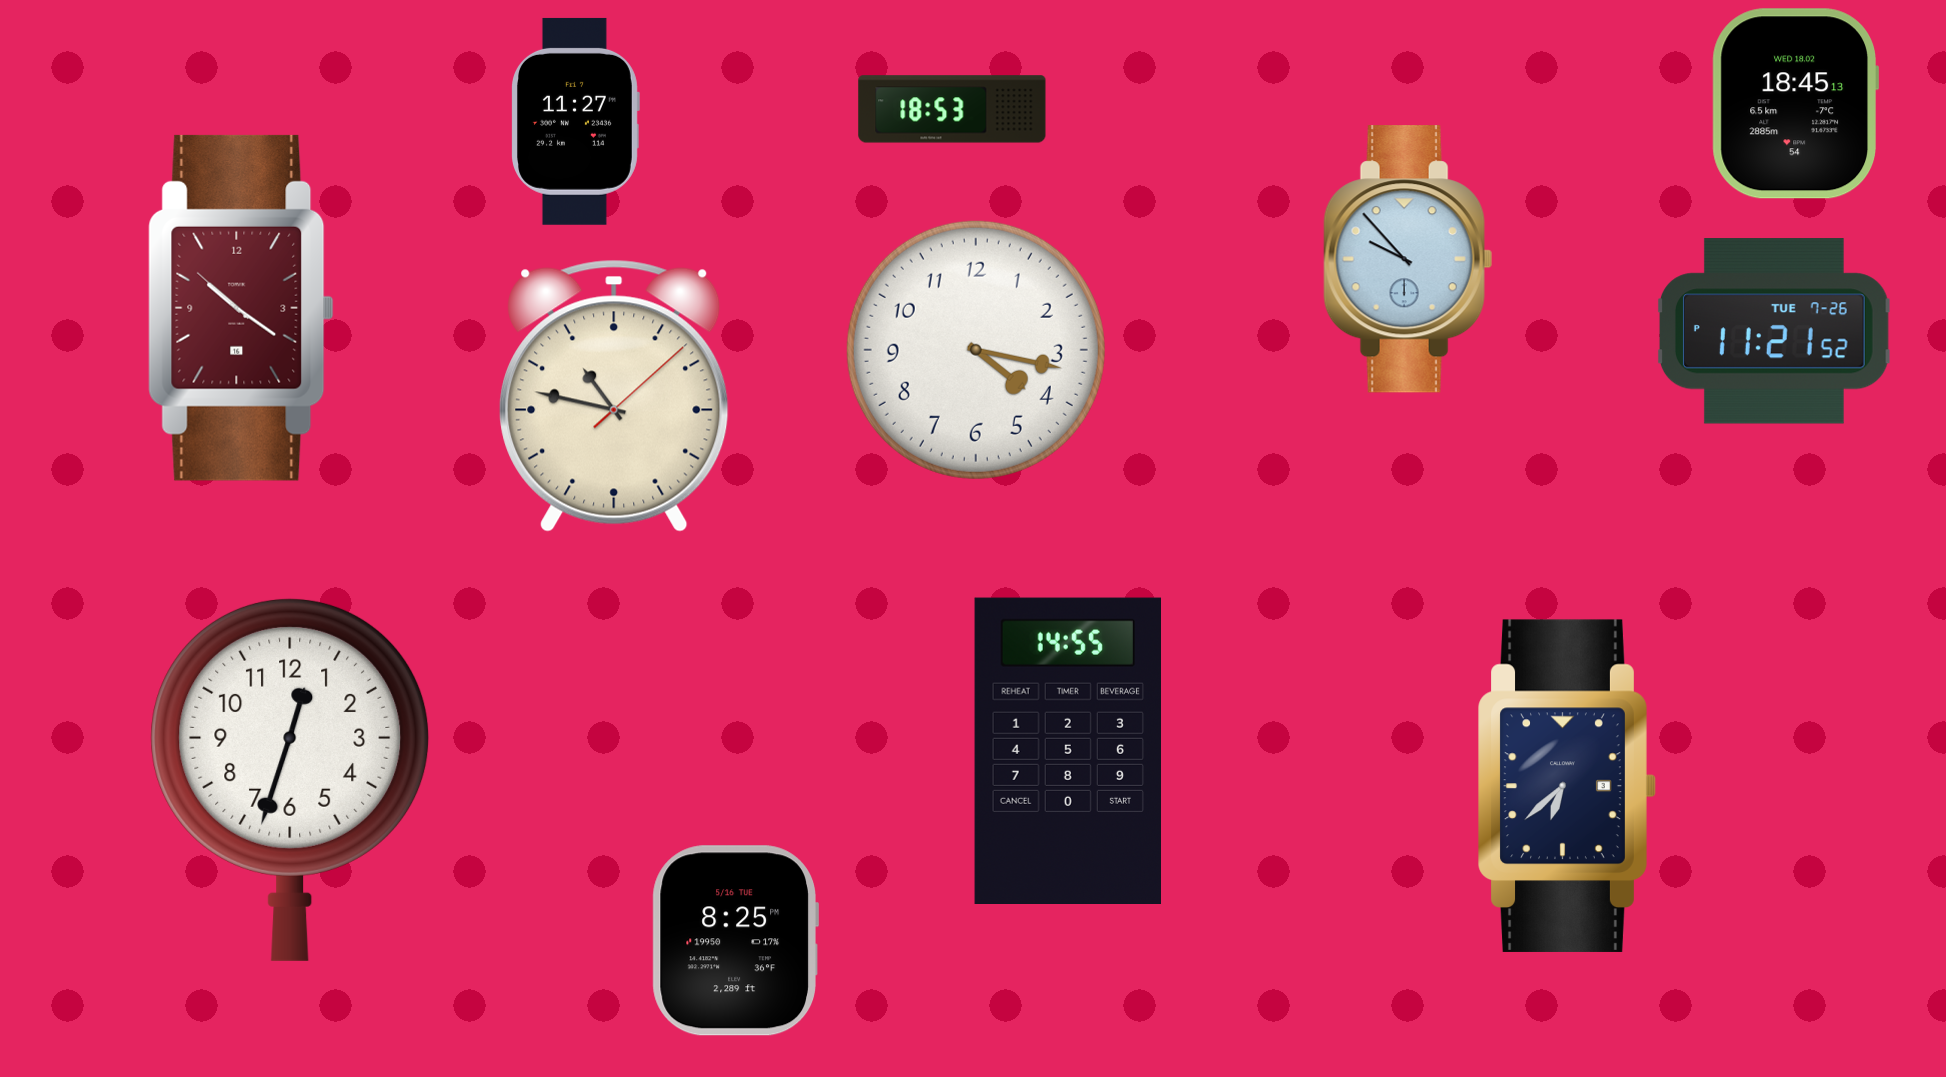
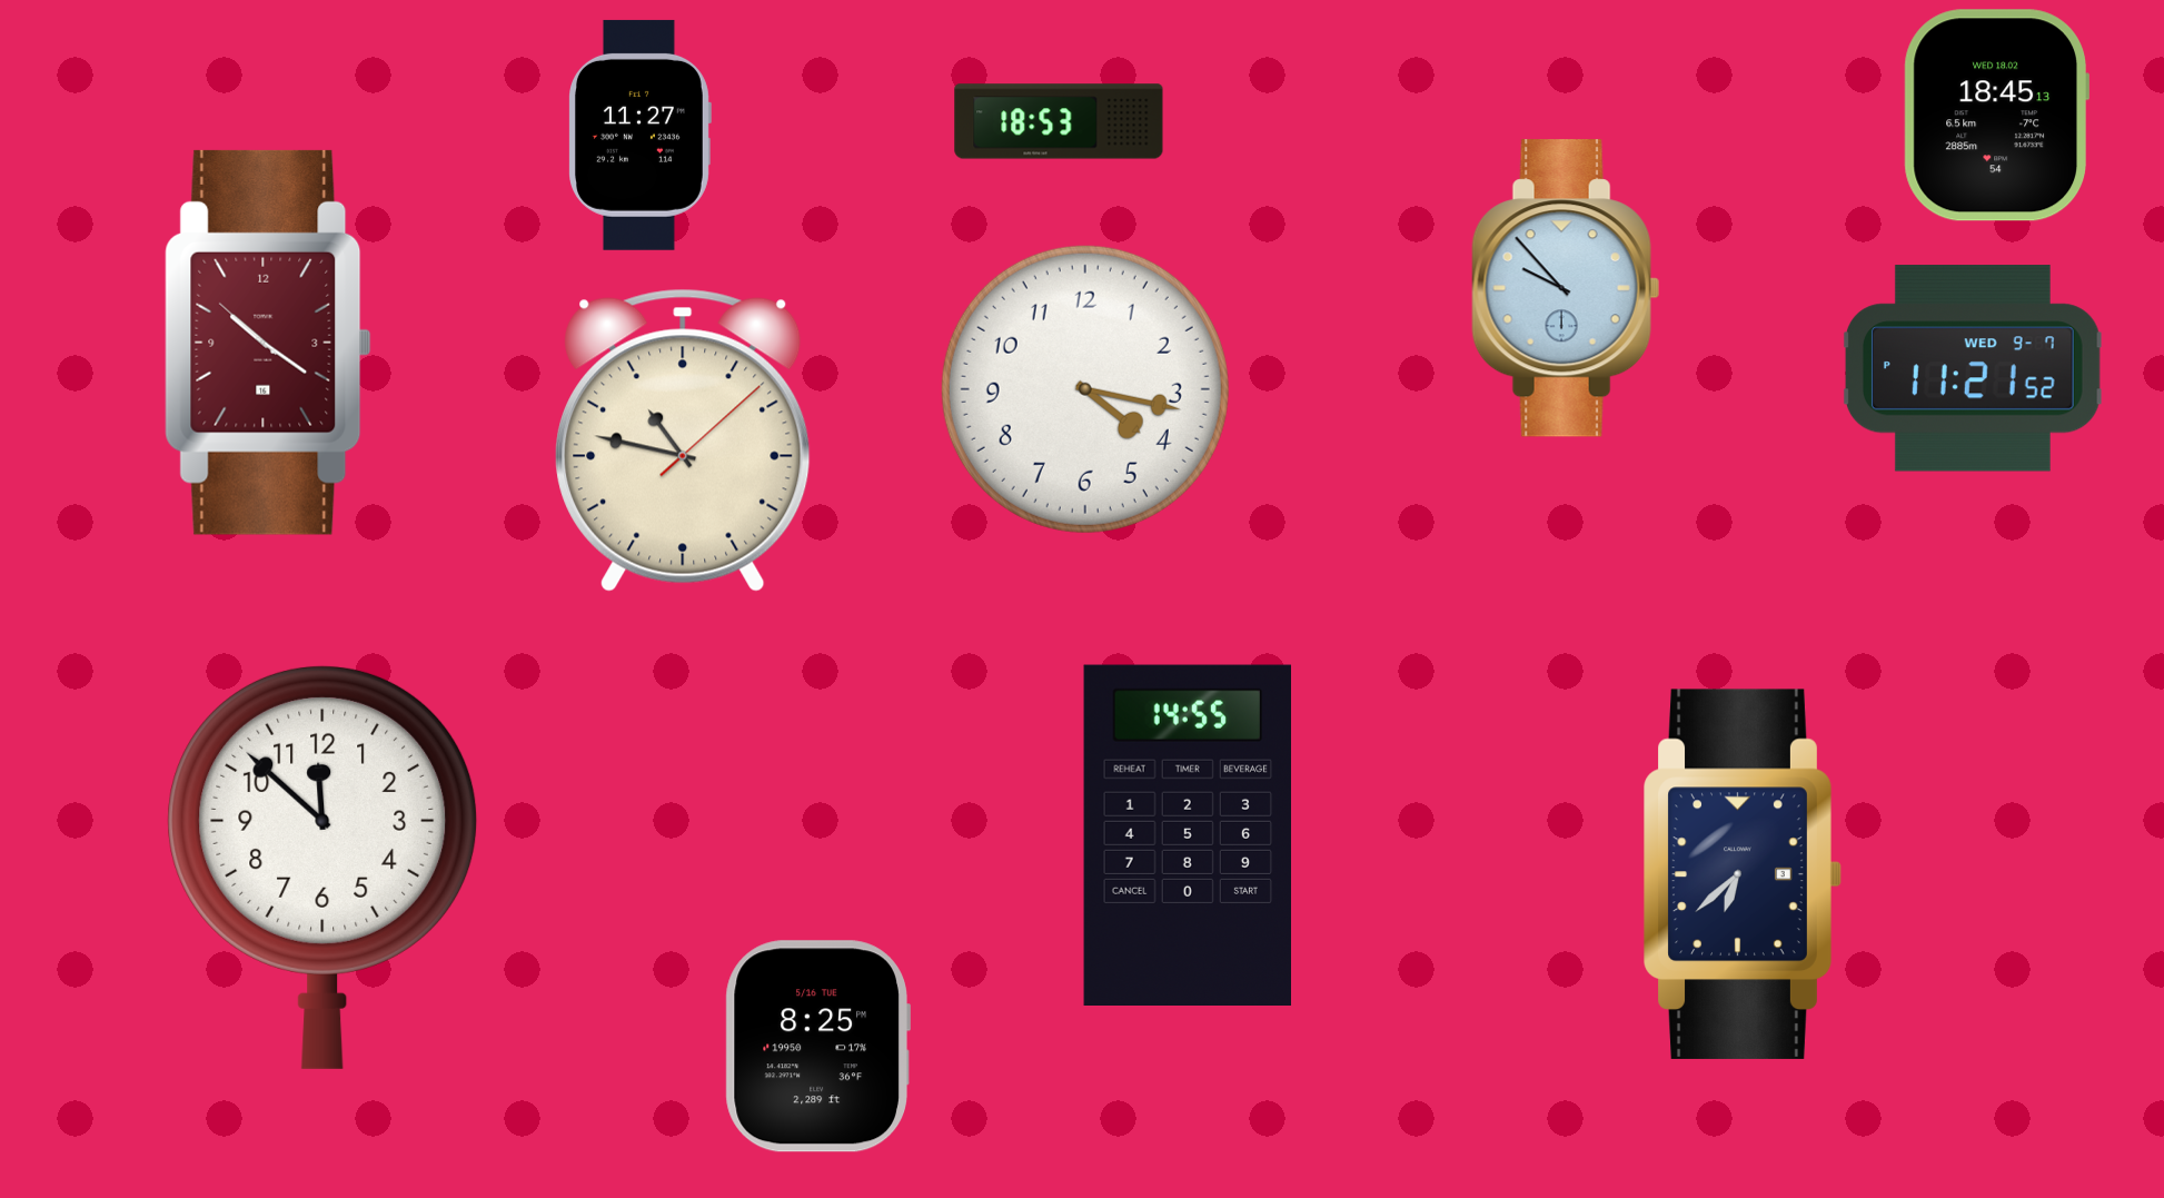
clock at (1774, 331) date: TUE 7-26 -> WED 9-7
clock at (290, 779): 12:33 -> 11:52
